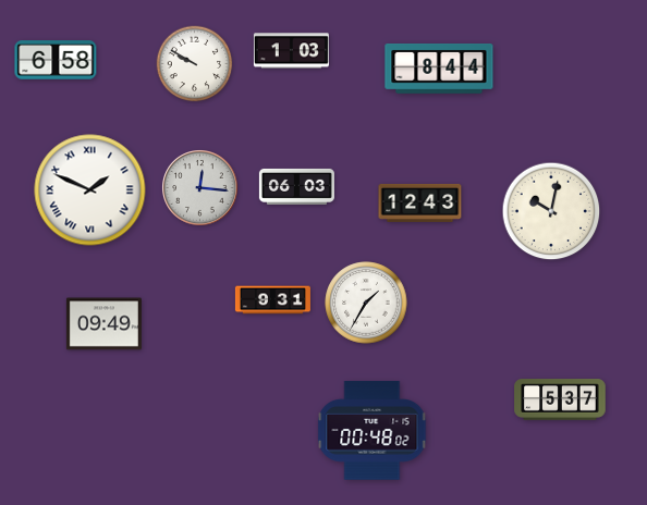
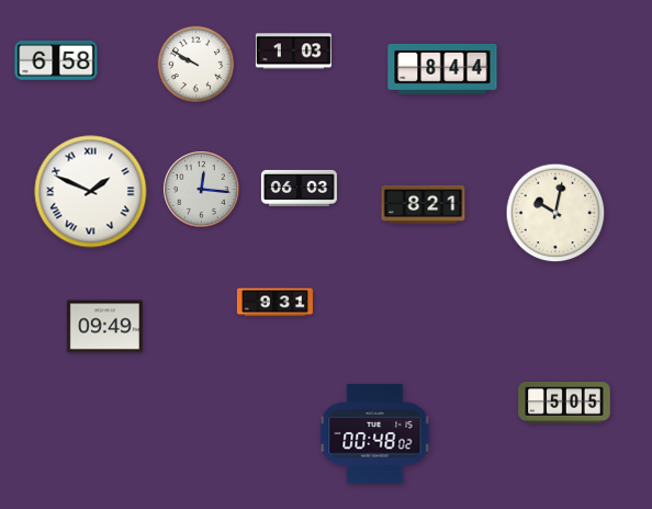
clock at (420, 202): 12:43 -> 8:21
clock at (366, 303): 1:35 -> none
clock at (560, 399): 5:37 -> 5:05
